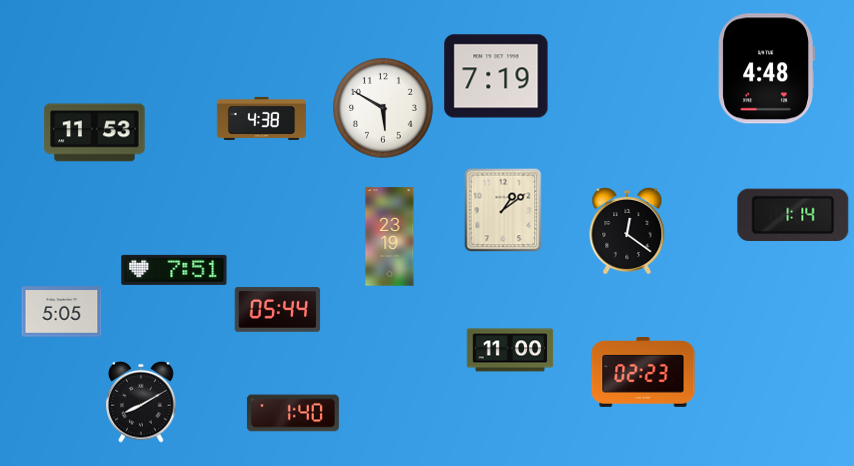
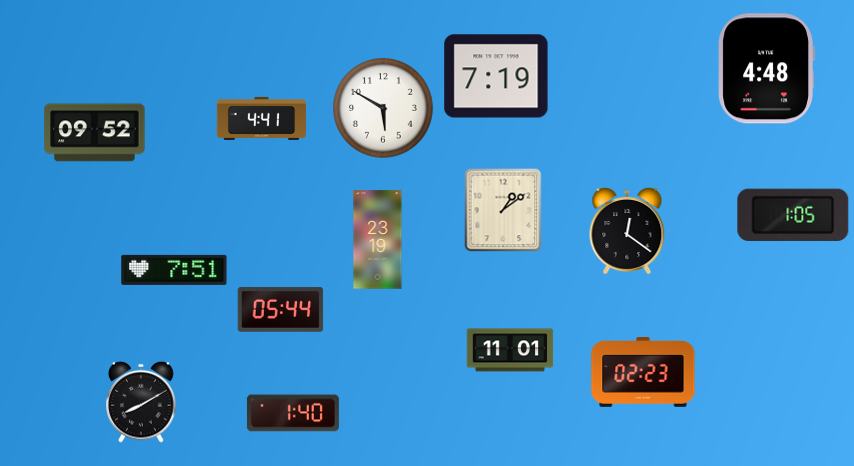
clock at (261, 118): 4:38 -> 4:41
clock at (95, 133): 11:53 -> 09:52
clock at (793, 214): 1:14 -> 1:05
clock at (390, 237) position: (390, 237) -> (378, 240)
clock at (278, 310) position: (278, 310) -> (281, 310)
clock at (62, 312): 5:05 -> none
clock at (510, 350): 11:00 -> 11:01
